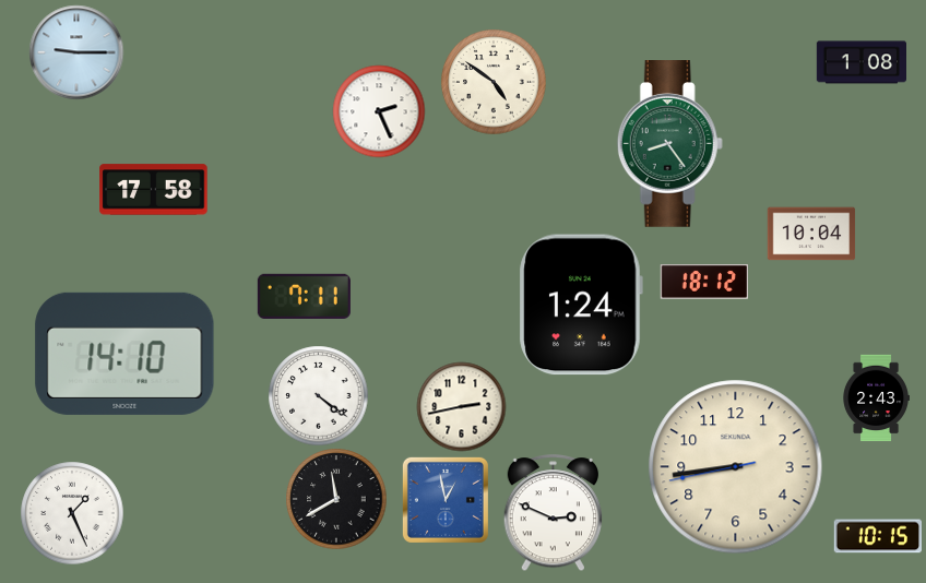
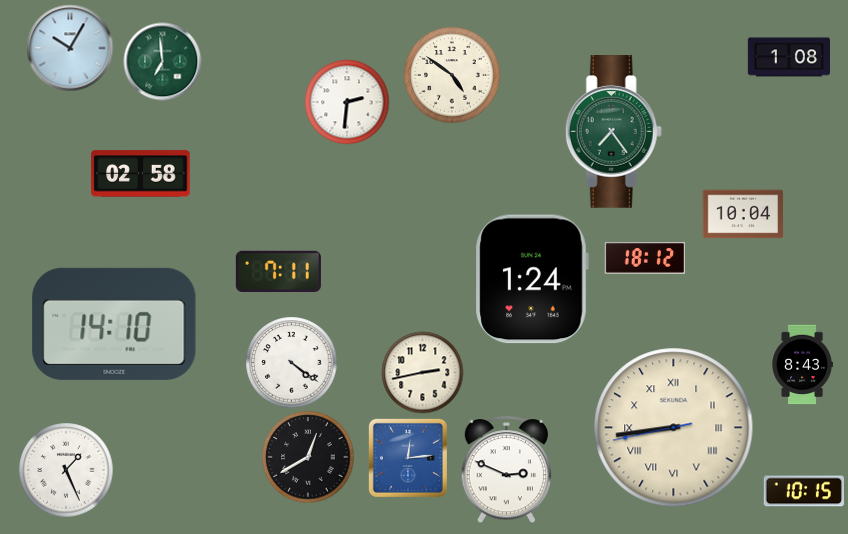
clock at (76, 52): 9:15 -> 10:05
clock at (162, 61): none -> 6:59
clock at (379, 111): 2:26 -> 2:31
clock at (669, 144): 8:24 -> 7:24
clock at (154, 190): 17:58 -> 02:58
clock at (876, 397): 2:43 -> 8:43
clock at (736, 467) numerals: Arabic -> Roman
clock at (336, 499): 11:40 -> 12:40
clock at (446, 500): 12:58 -> 12:14
